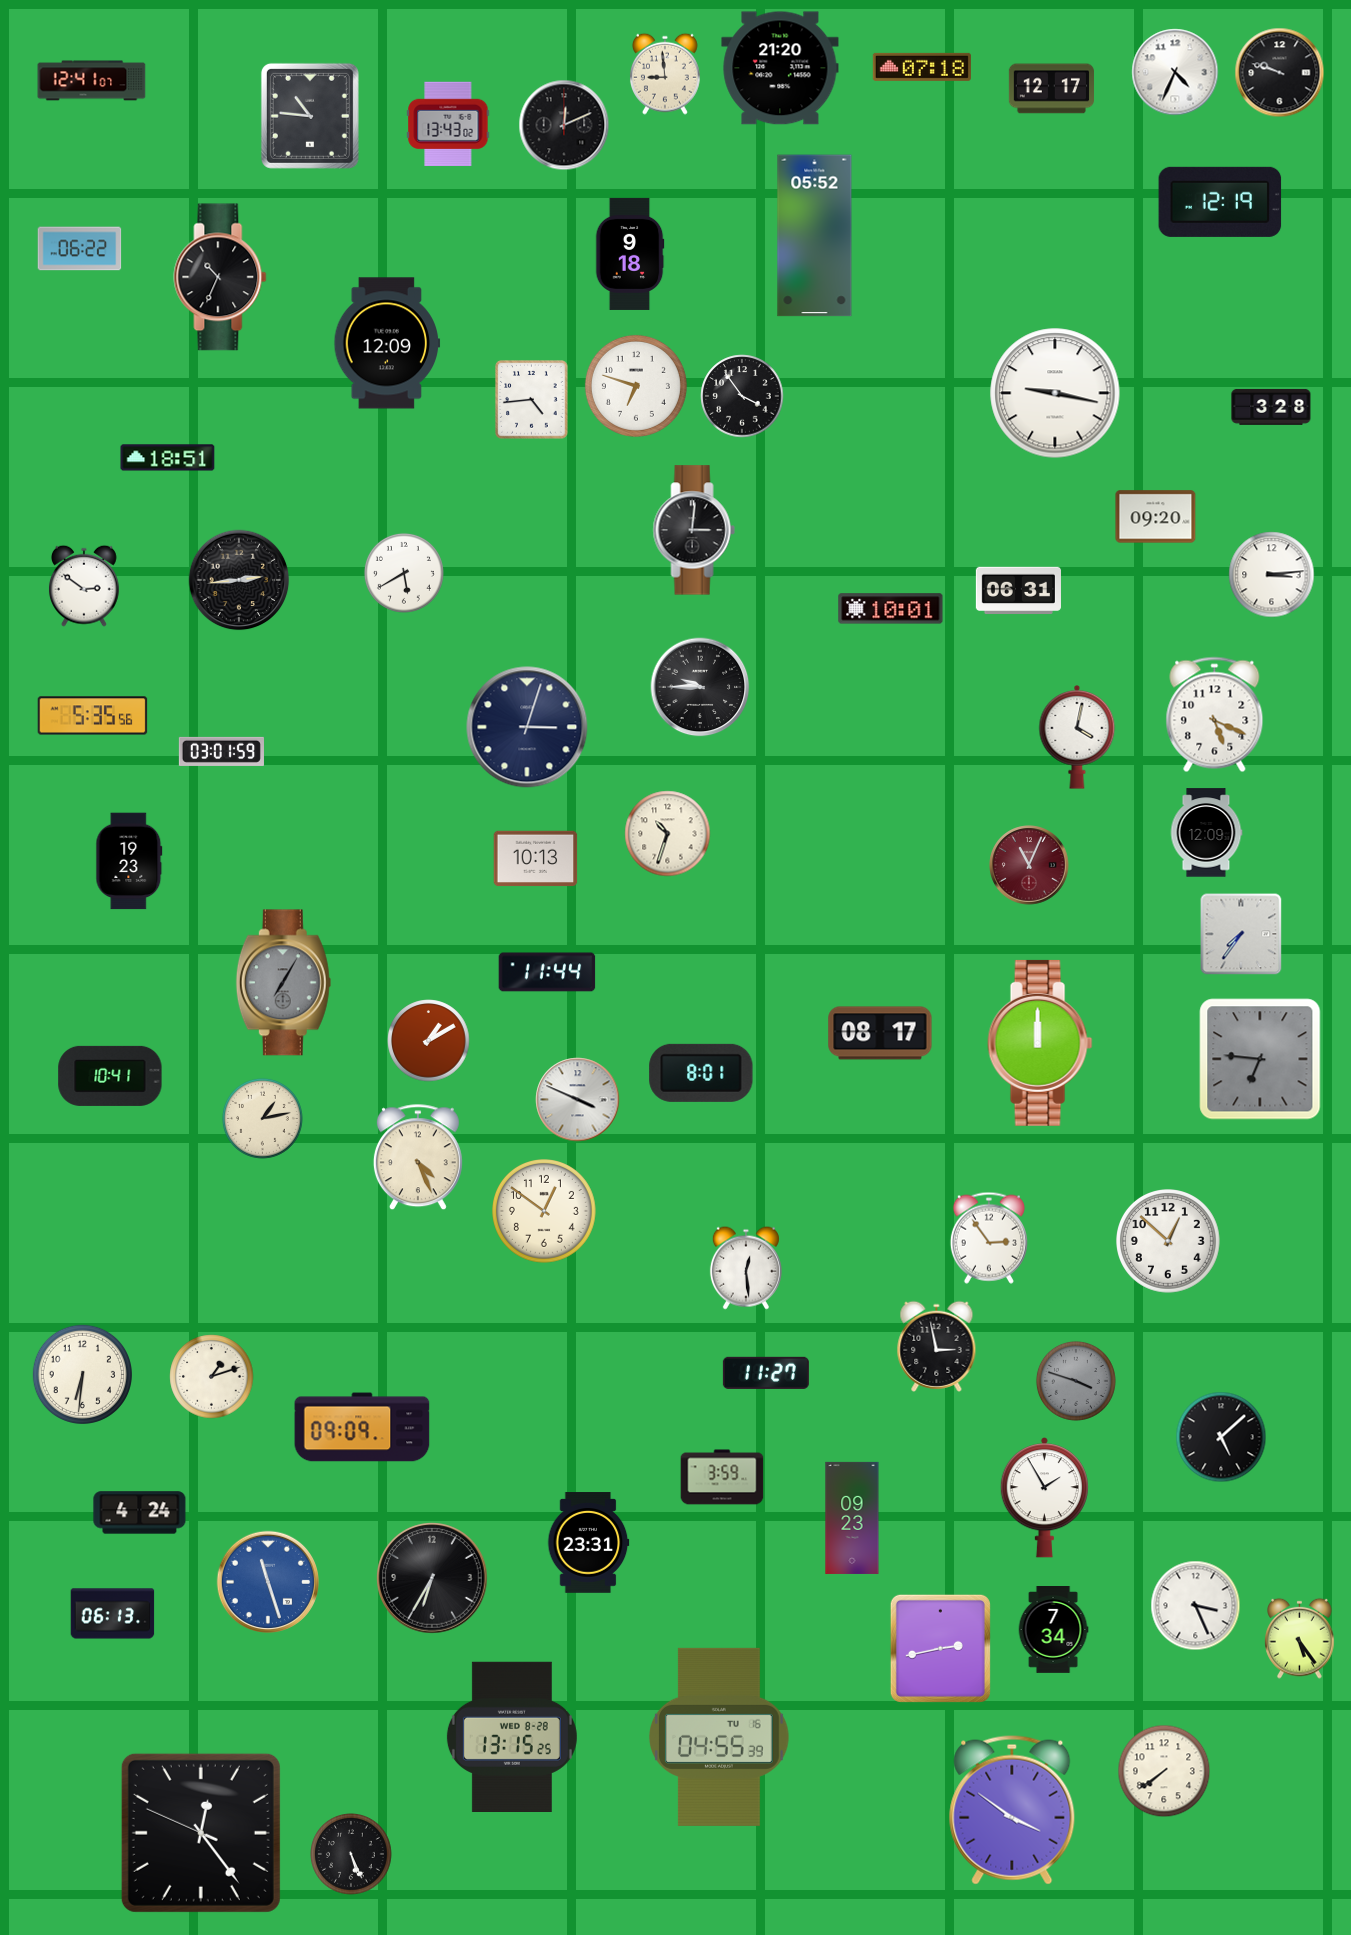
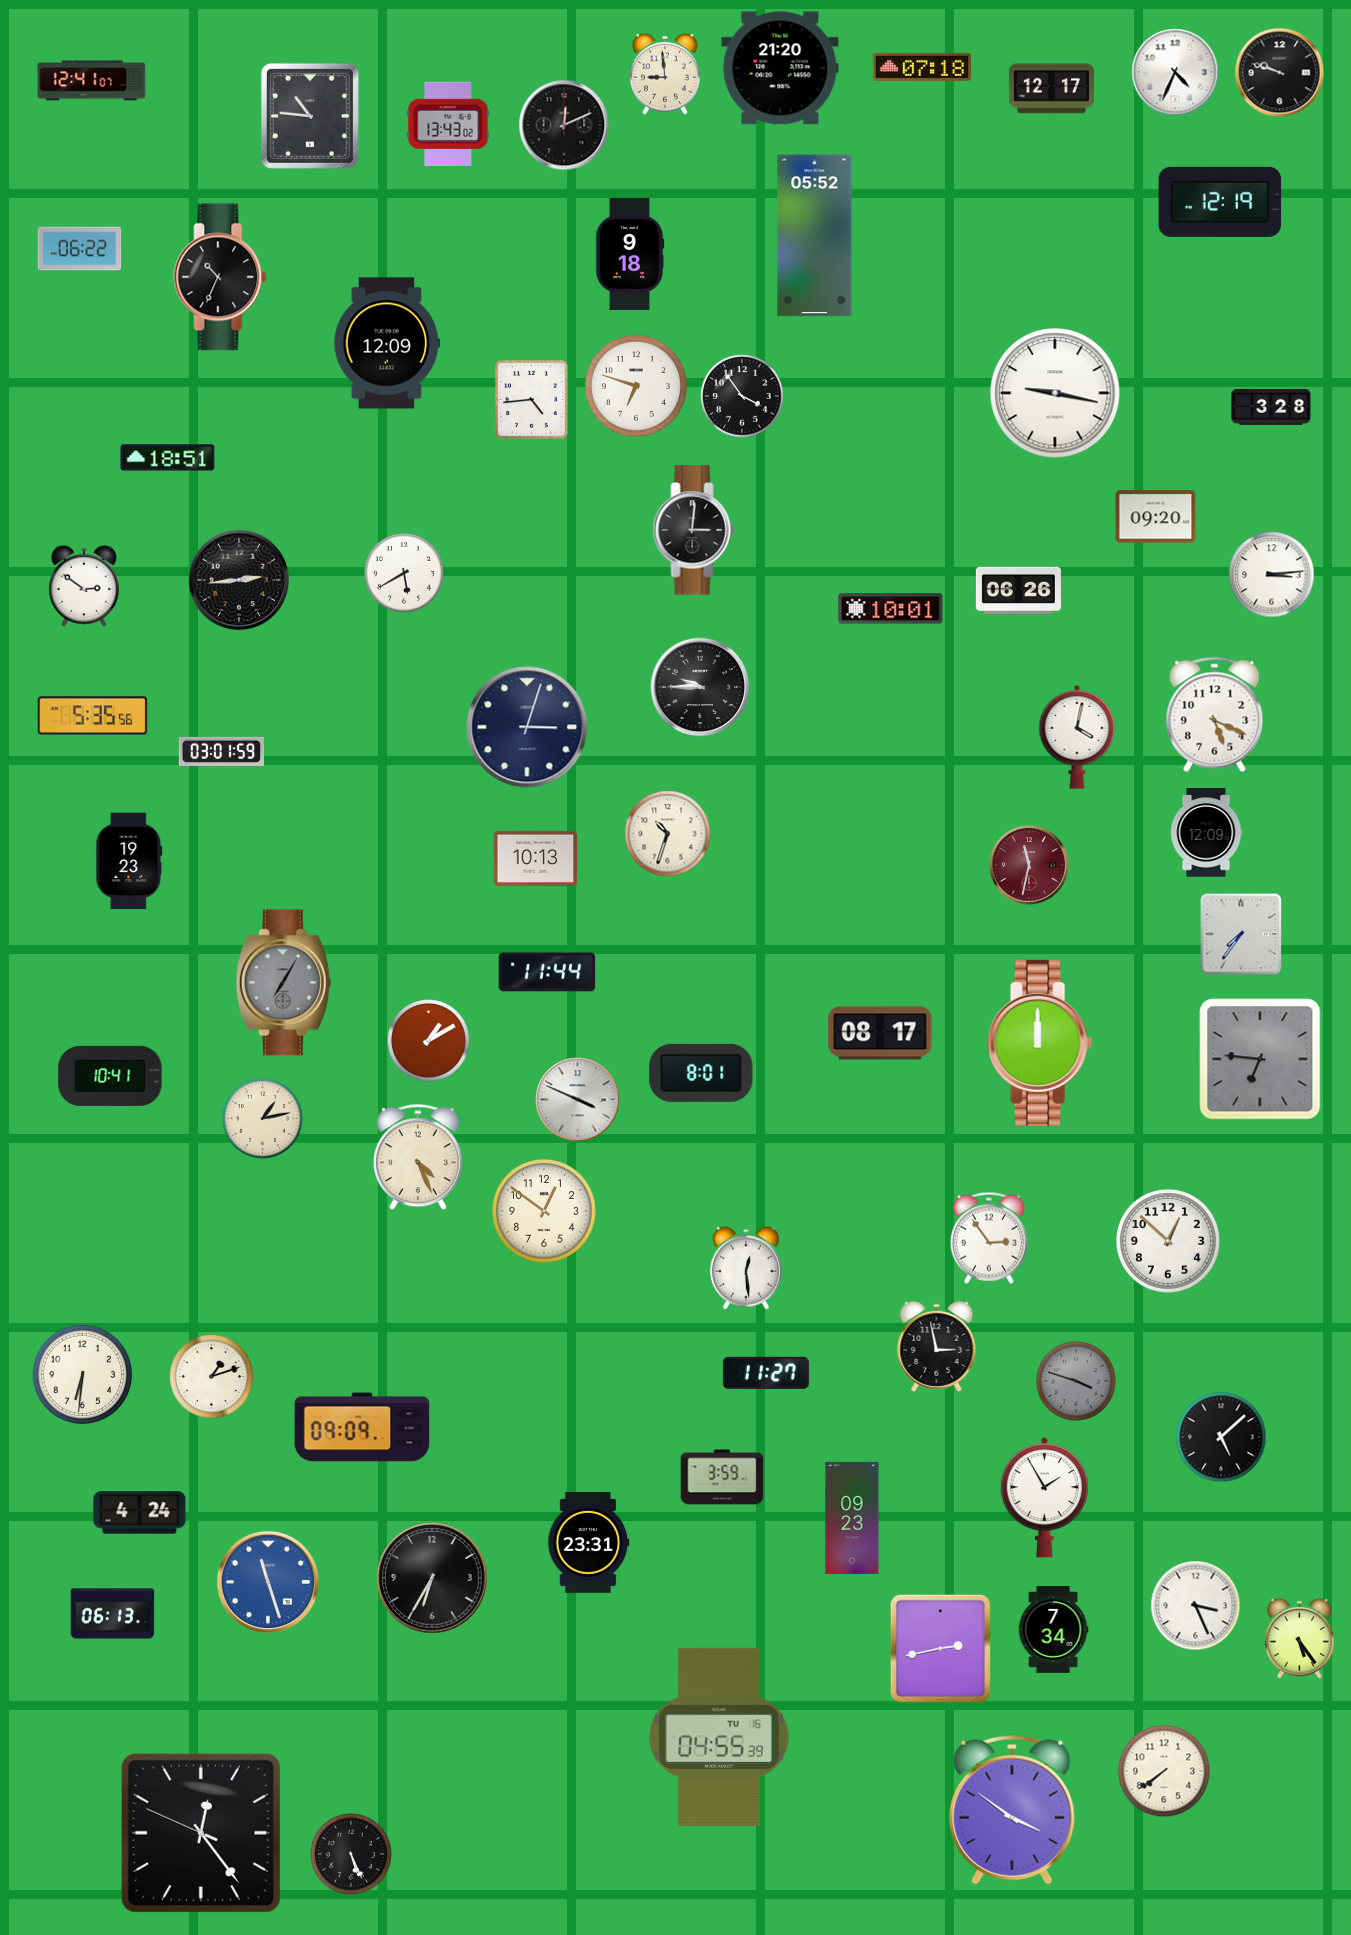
clock at (1018, 590): 06:31 -> 06:26
clock at (1029, 865): 11:04 -> 11:32
clock at (512, 1736): 13:15 -> none
